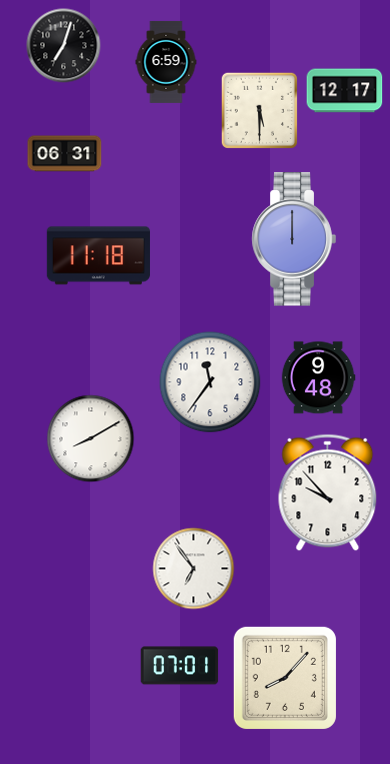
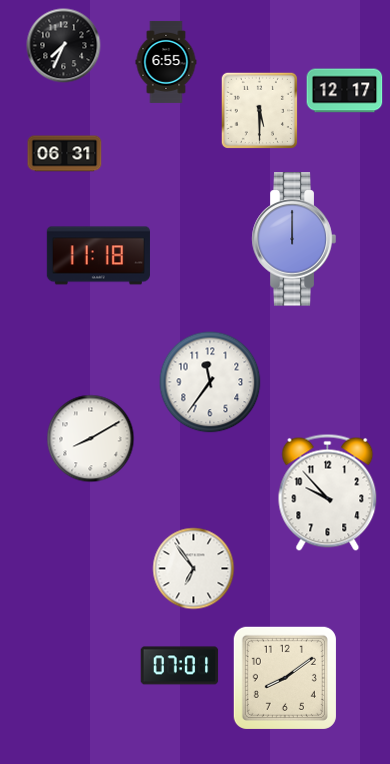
clock at (64, 46): 7:03 -> 7:34
clock at (166, 62): 6:59 -> 6:55
clock at (318, 378): 9:48 -> none
clock at (285, 678): 8:07 -> 8:09
